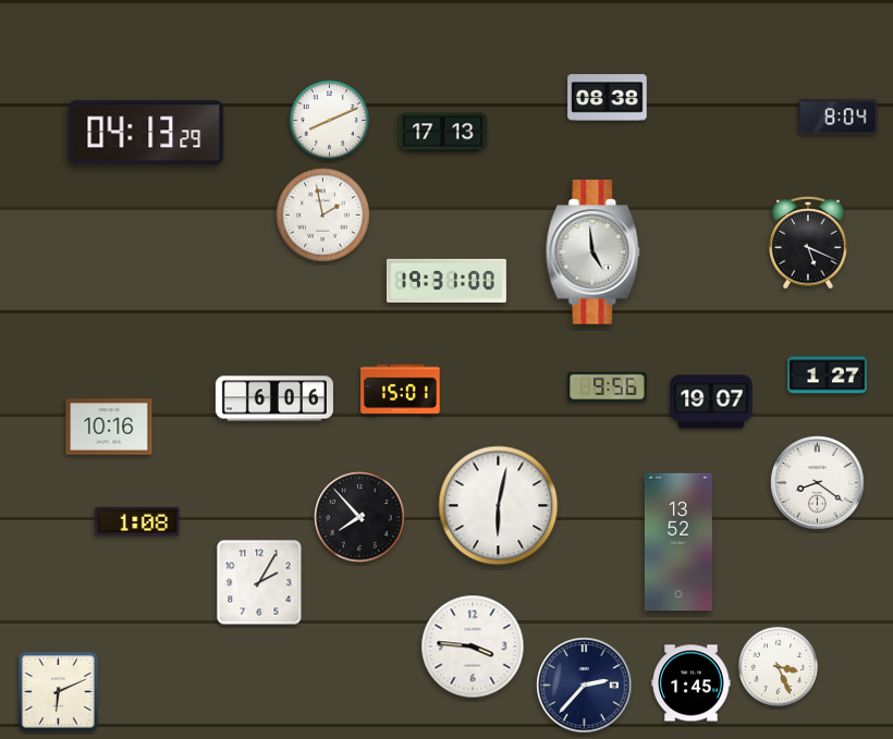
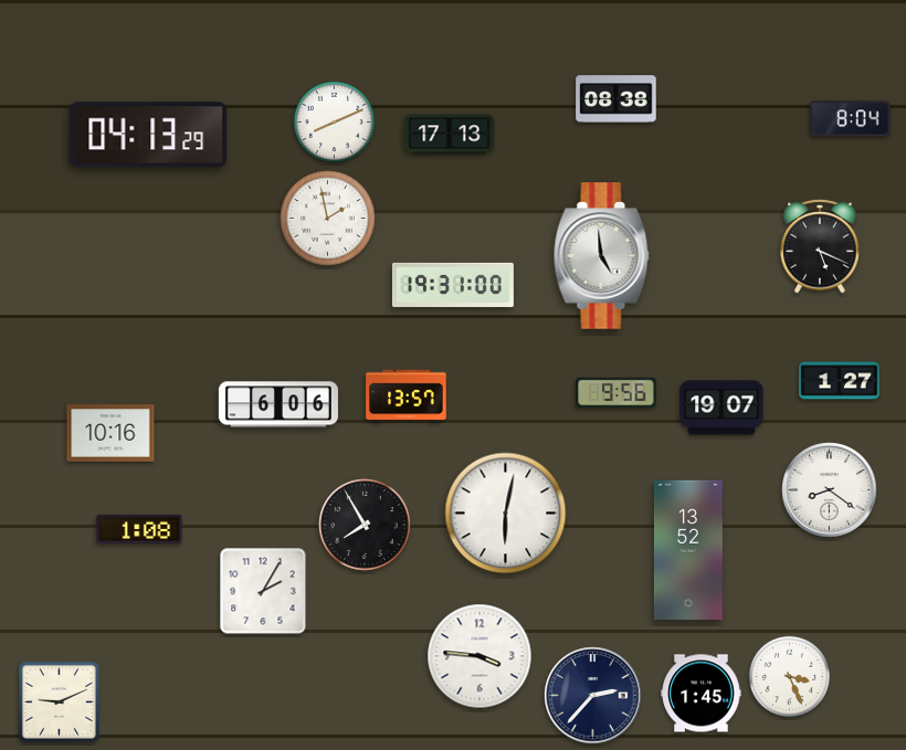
clock at (401, 391): 15:01 -> 13:57
clock at (360, 518): 7:53 -> 7:55
clock at (58, 691): 6:11 -> 9:11
